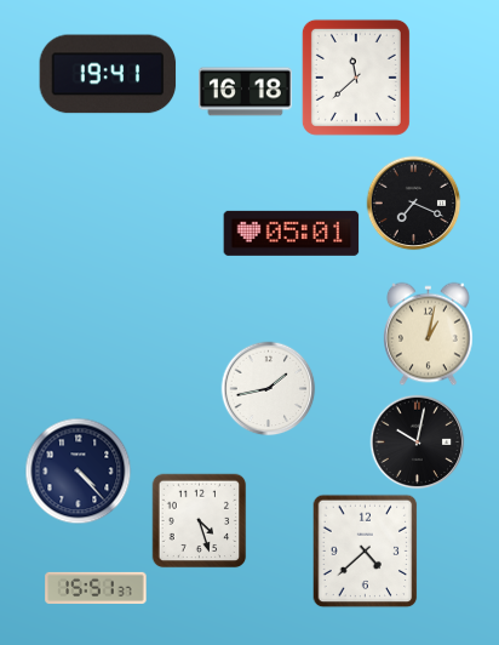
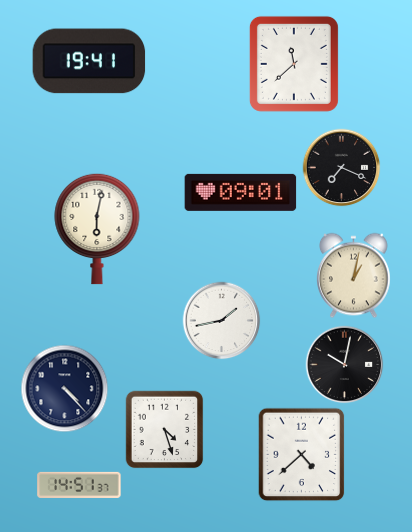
clock at (246, 92): 16:18 -> none
clock at (292, 233): 05:01 -> 09:01
clock at (97, 229): none -> 6:02
clock at (96, 588): 15:51 -> 14:51
